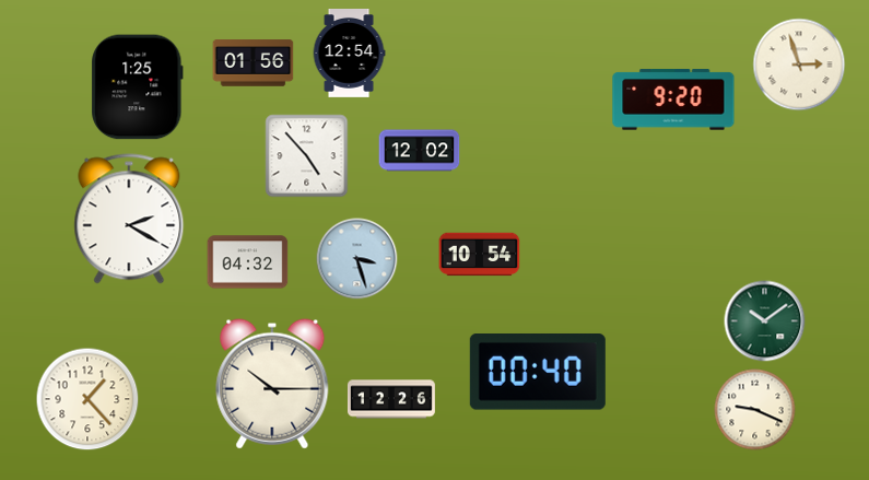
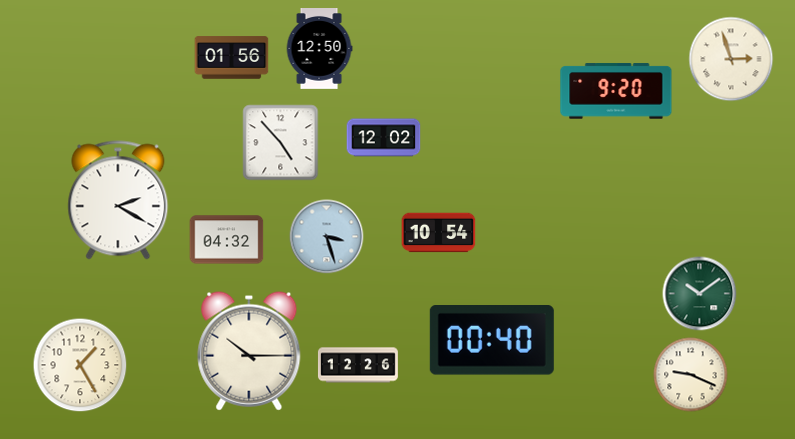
clock at (349, 54): 12:54 -> 12:50
clock at (138, 87): 1:25 -> none
clock at (87, 399): 1:23 -> 1:25
